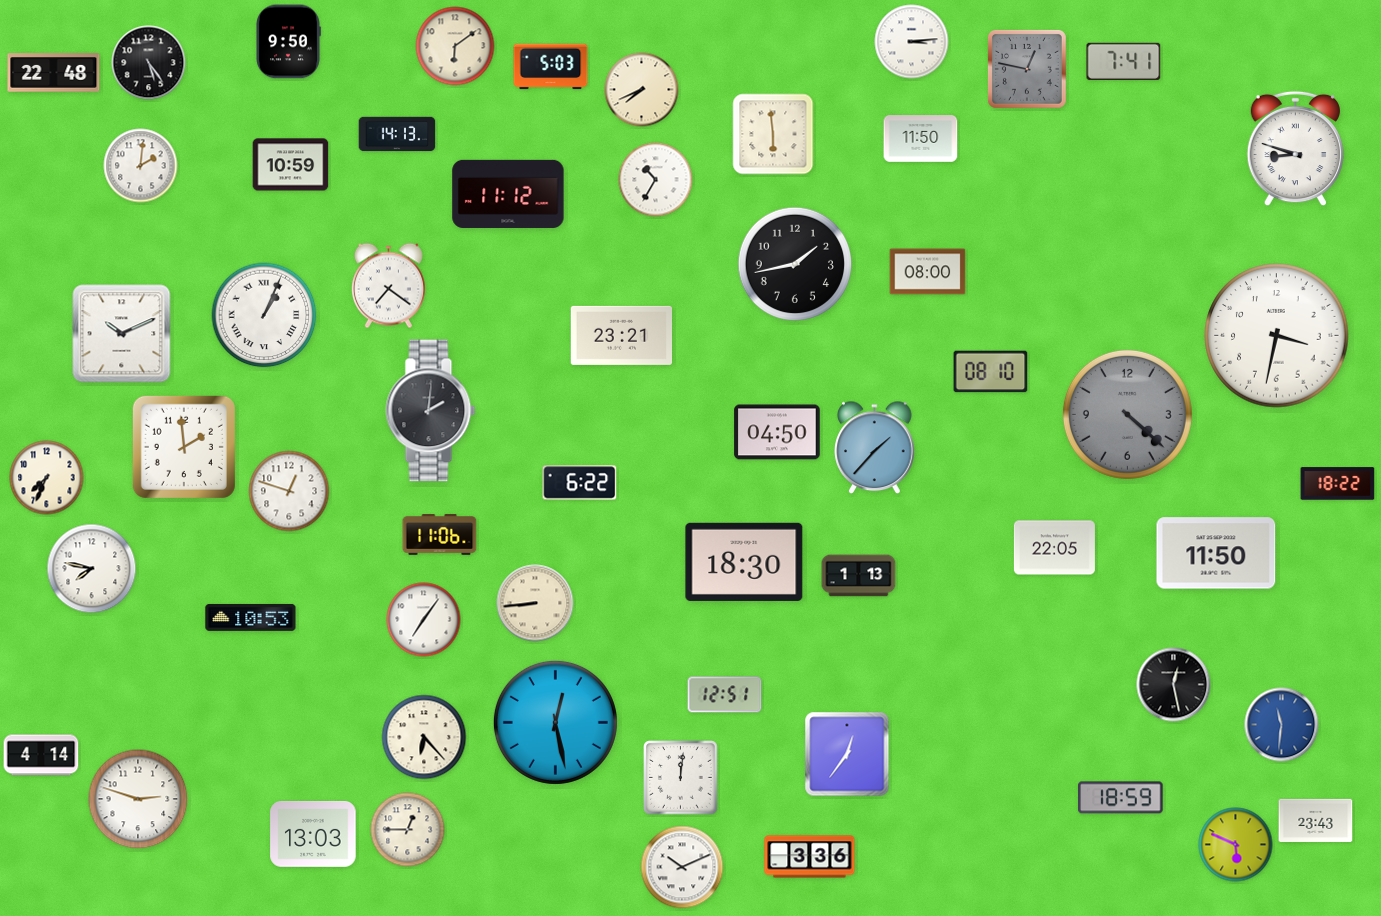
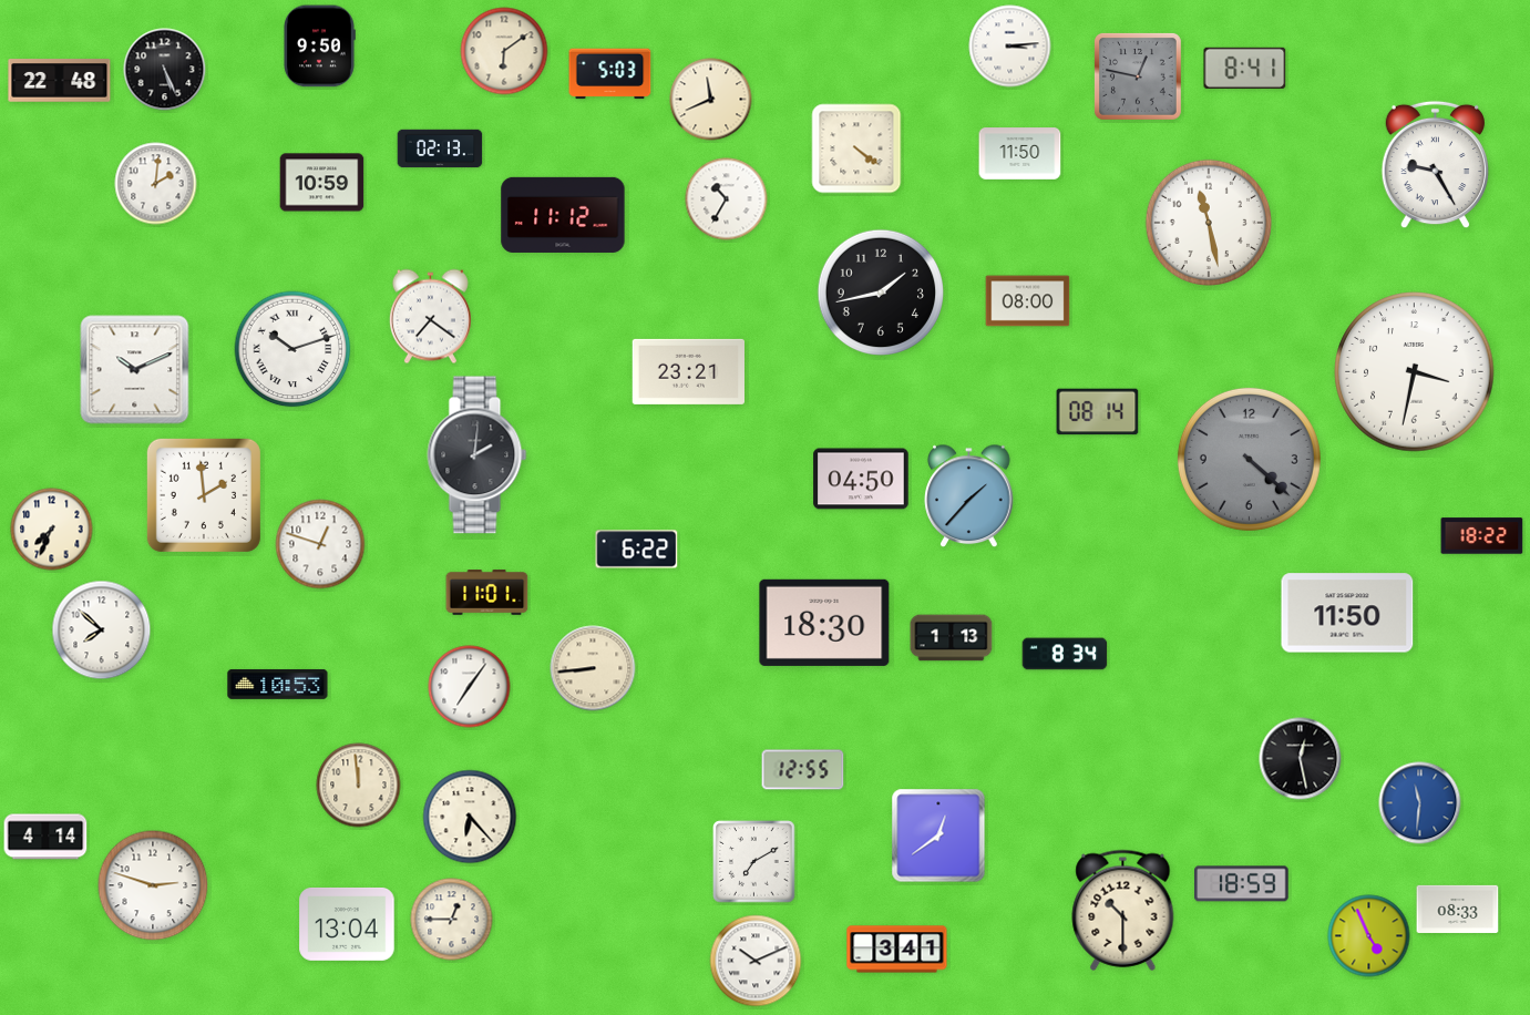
clock at (1124, 61): 7:41 -> 8:41
clock at (149, 63): 5:24 -> 5:26
clock at (642, 90): 7:41 -> 11:41
clock at (397, 134): 14:13 -> 02:13
clock at (773, 134): 5:59 -> 4:21
clock at (1295, 149): 8:48 -> 9:25
clock at (1208, 222): none -> 11:28
clock at (264, 315): 1:04 -> 10:12
clock at (991, 372): 08:10 -> 08:14
clock at (580, 483) position: (580, 483) -> (637, 550)
clock at (440, 535): 11:06 -> 11:01
clock at (1054, 548): 22:05 -> none
clock at (92, 569): 7:47 -> 7:52
clock at (1065, 654): none -> 8:34
clock at (725, 695): 12:51 -> 12:55
clock at (359, 786): none -> 11:59
clock at (555, 722): 12:28 -> none
clock at (847, 754): 12:36 -> 12:39
clock at (681, 778): 12:01 -> 7:10
clock at (1316, 820): 23:43 -> 08:33
clock at (1123, 910): none -> 10:30
clock at (313, 834): 13:03 -> 13:04
clock at (1236, 845): 5:49 -> 4:56
clock at (810, 857): 3:36 -> 3:41
